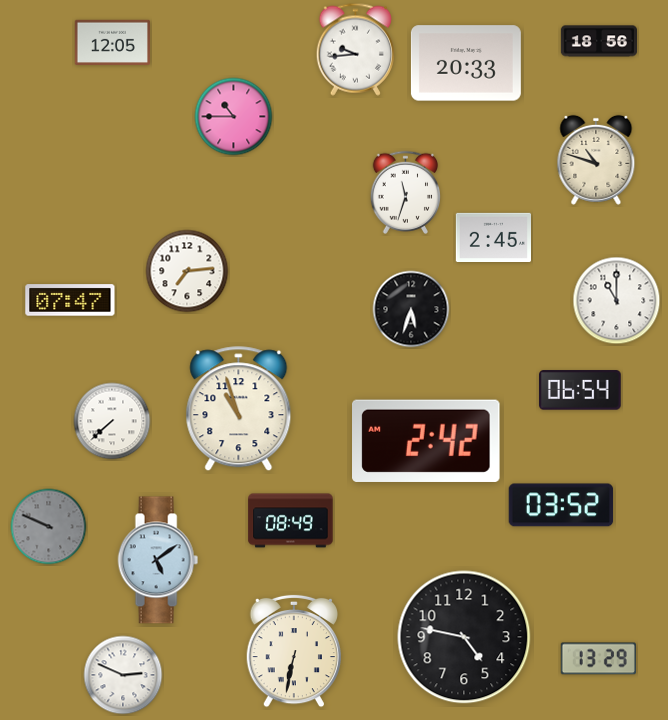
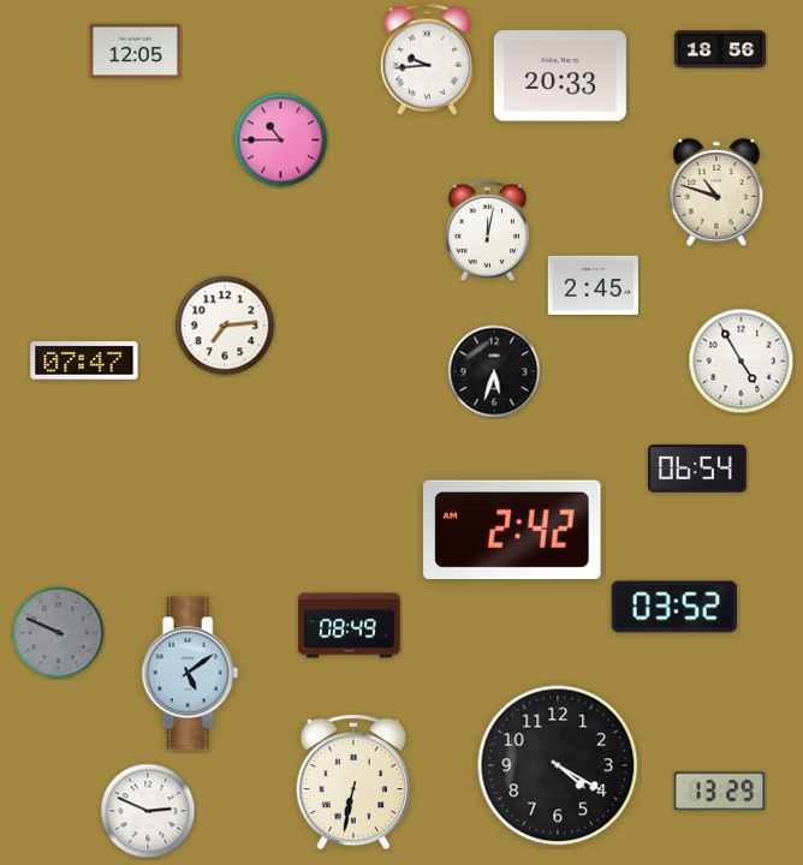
clock at (405, 192): 11:33 -> 12:02
clock at (617, 301): 11:00 -> 4:55
clock at (239, 409): 10:57 -> none
clock at (112, 421): 7:38 -> none
clock at (464, 637): 4:47 -> 4:20
